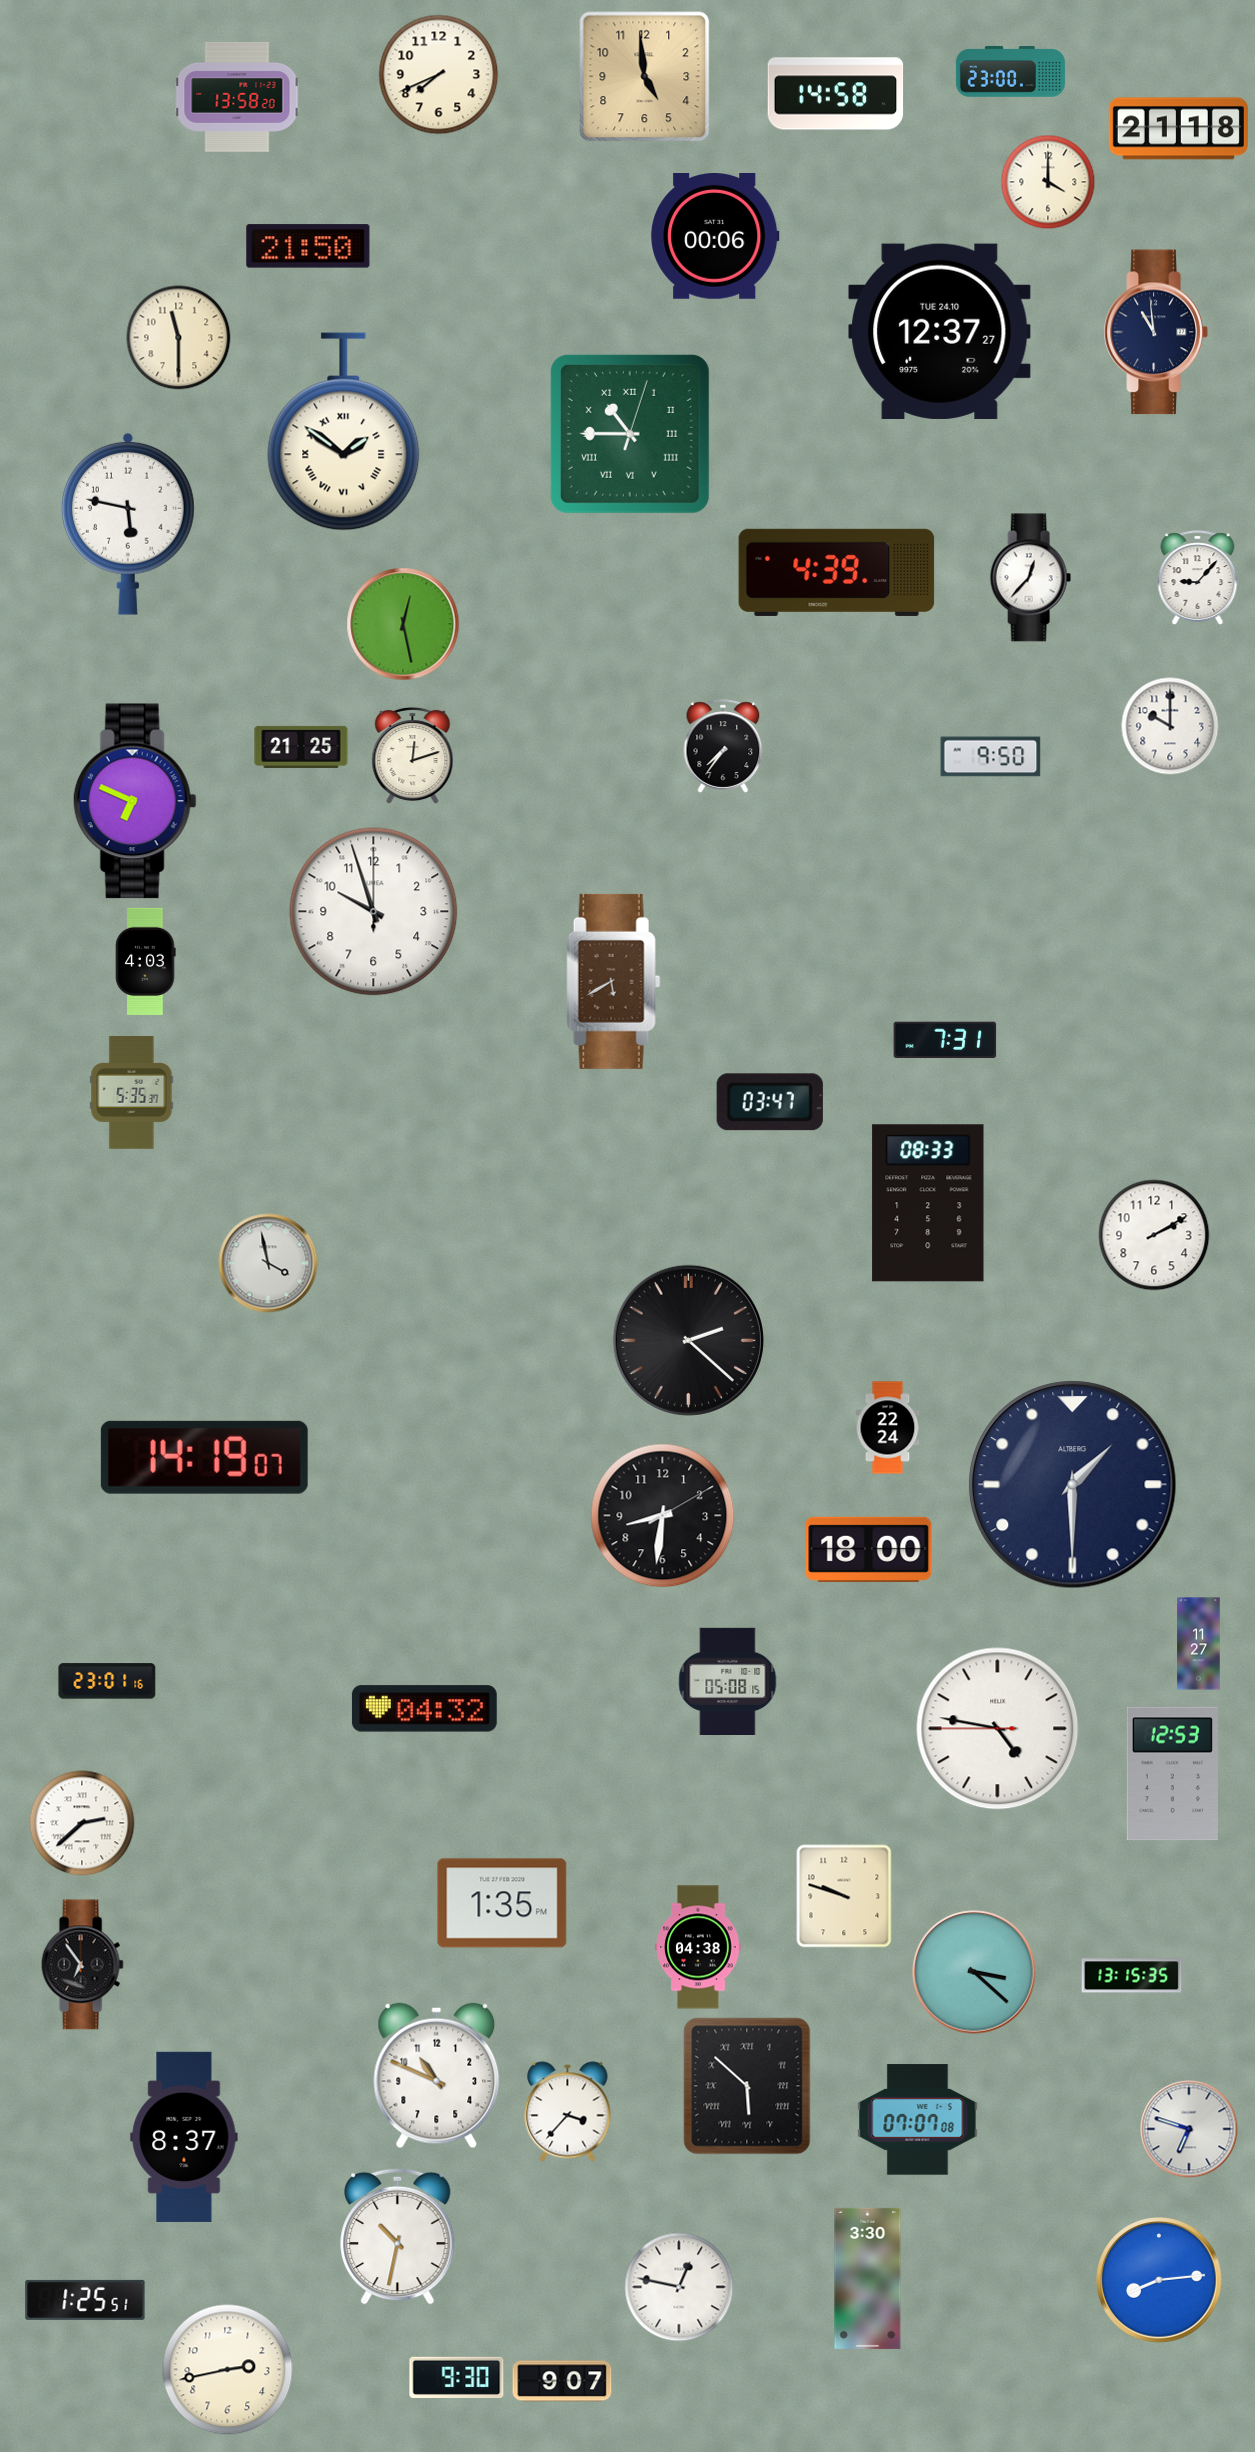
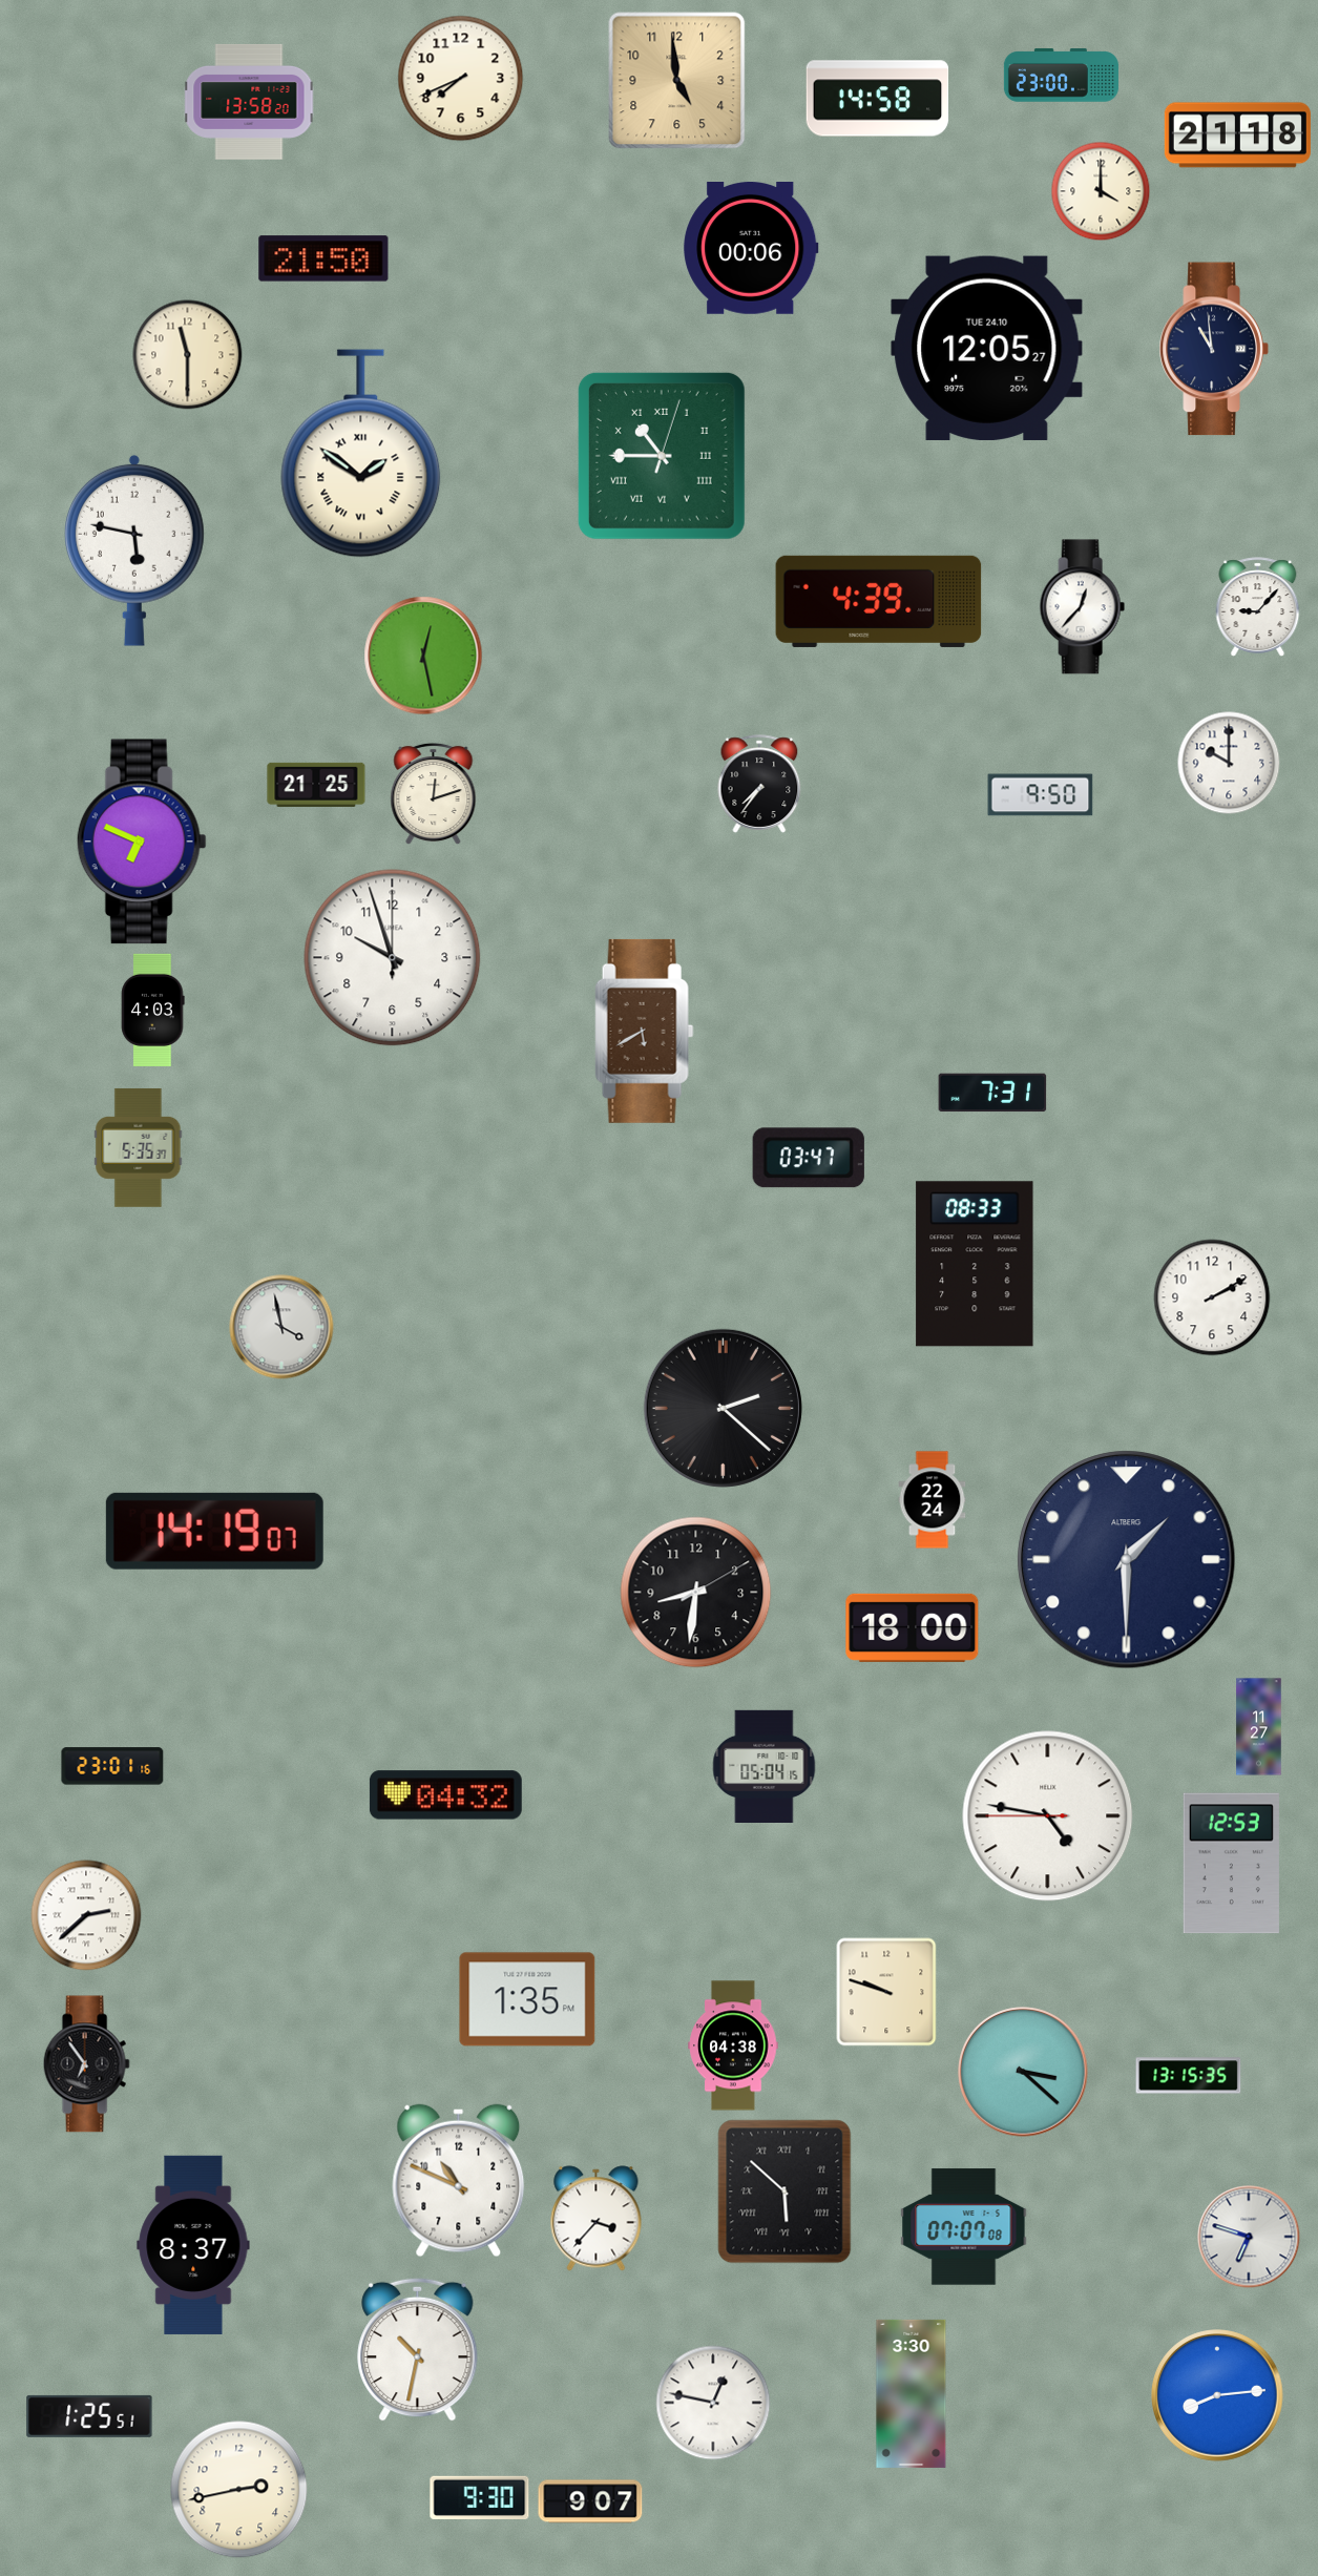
clock at (940, 331): 12:37 -> 12:05
clock at (728, 1681): 05:08 -> 05:04
